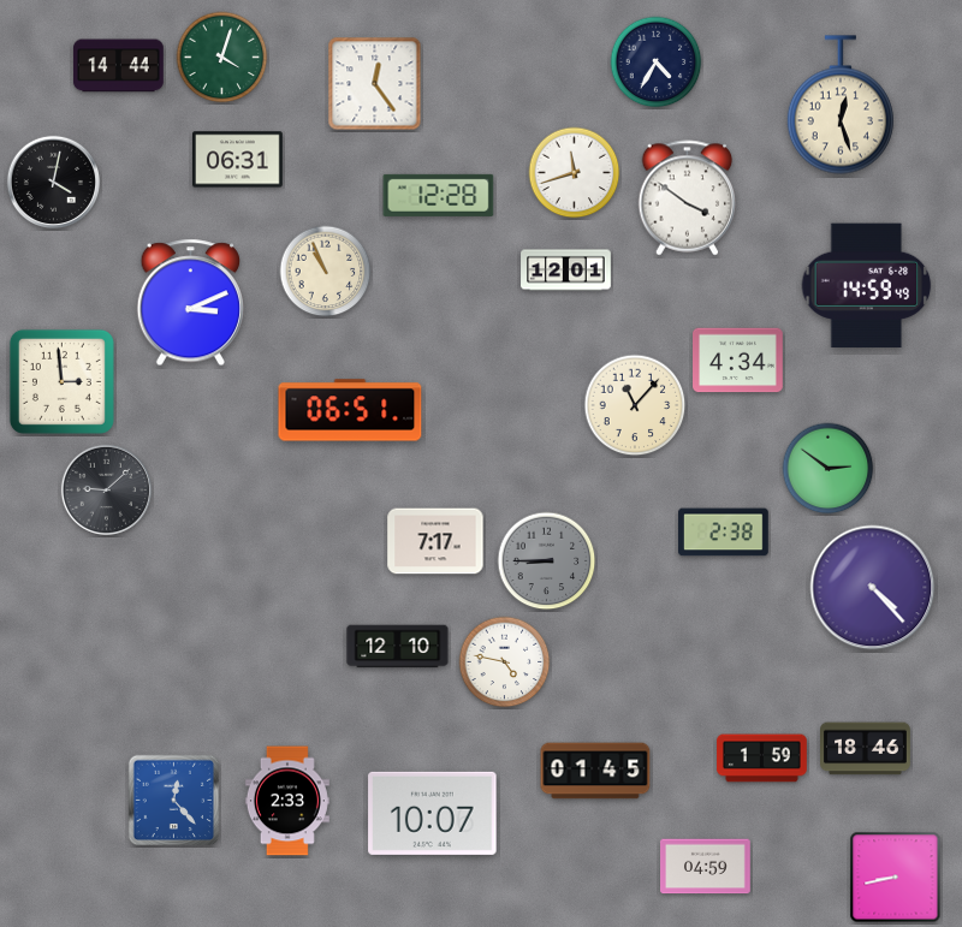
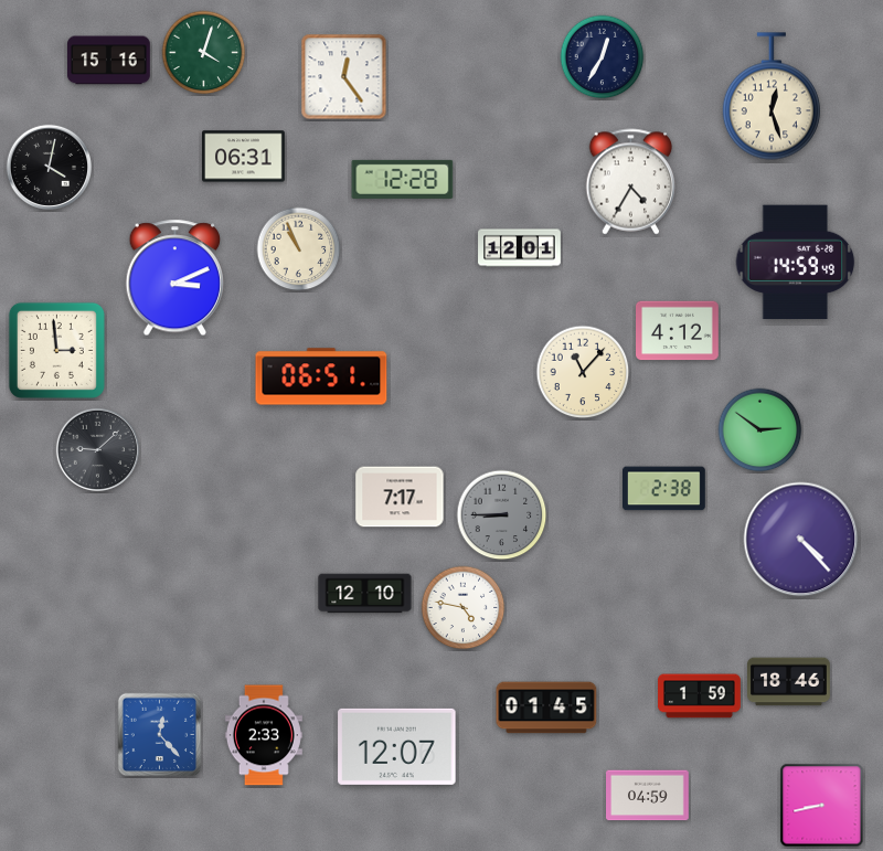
clock at (657, 63): 4:35 -> 12:35
clock at (119, 66): 14:44 -> 15:16
clock at (238, 160) position: (238, 160) -> (244, 157)
clock at (575, 173): 11:42 -> none
clock at (688, 198): 3:51 -> 4:35
clock at (738, 361): 4:34 -> 4:12
clock at (866, 749) position: (866, 749) -> (789, 682)
clock at (433, 813): 10:07 -> 12:07
